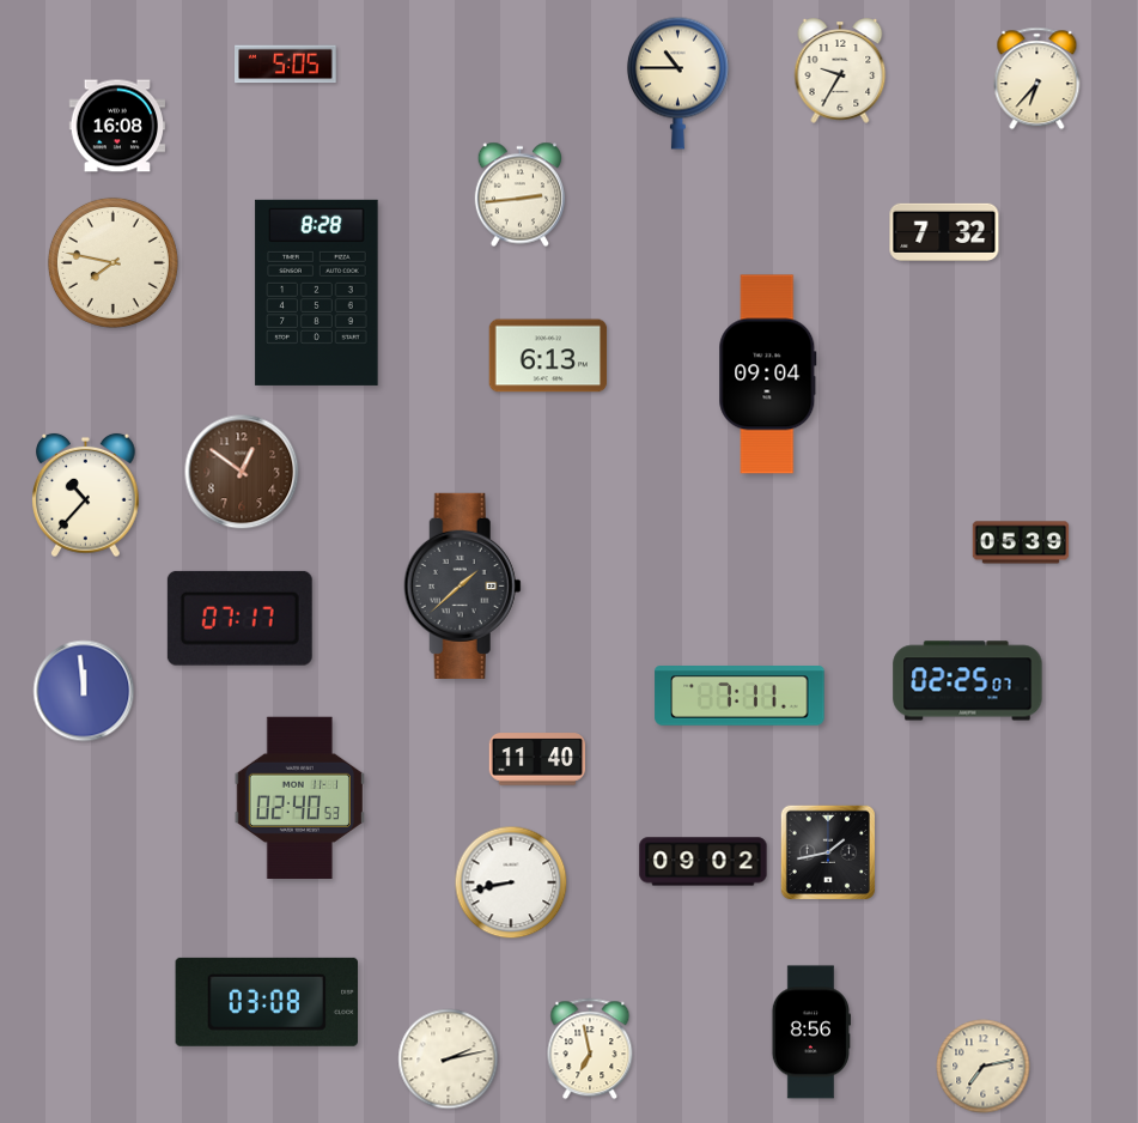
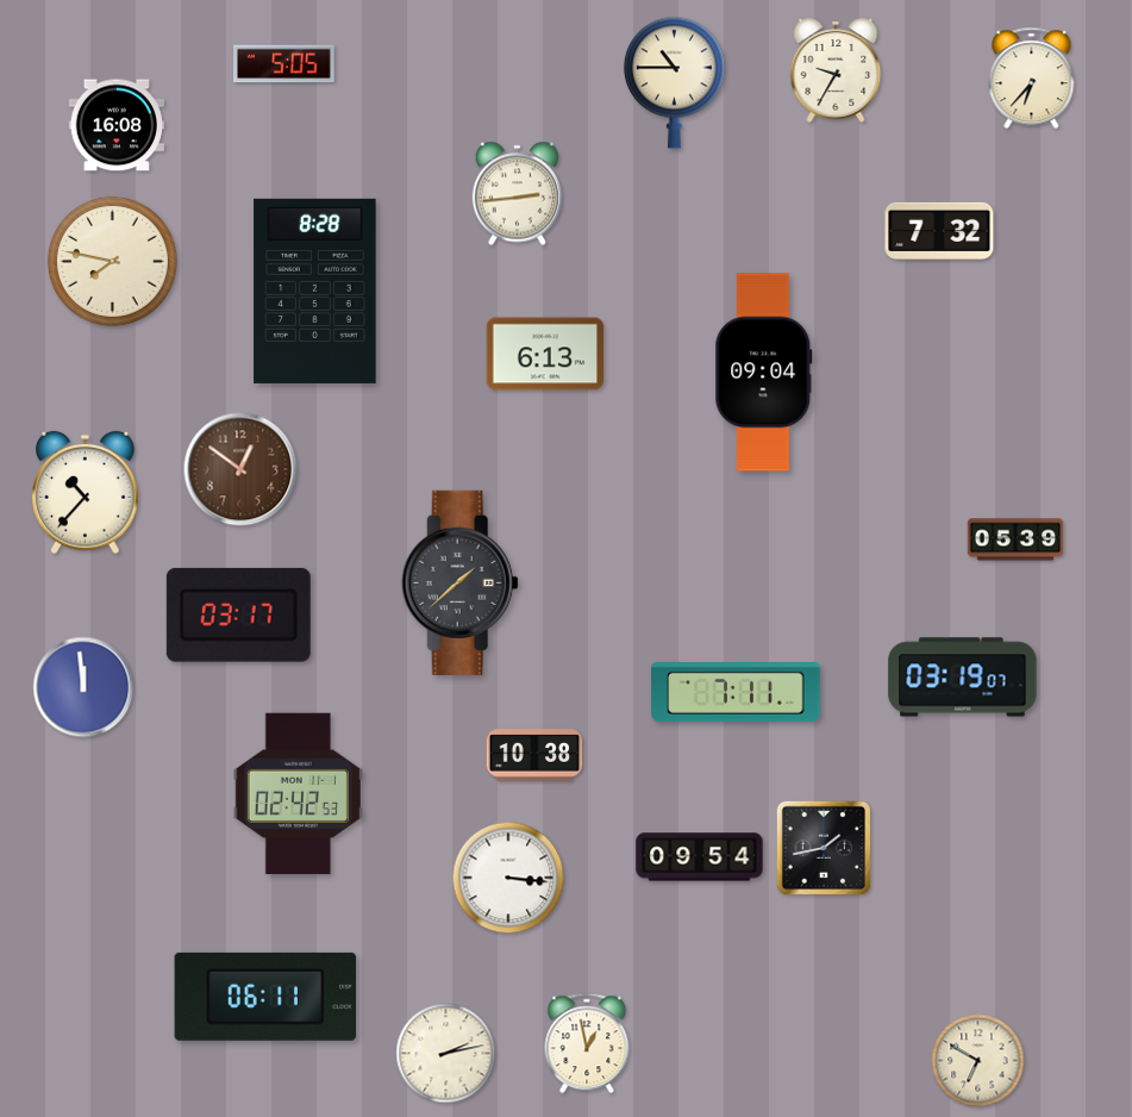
clock at (239, 618): 07:17 -> 03:17
clock at (968, 681): 02:25 -> 03:19
clock at (537, 759): 11:40 -> 10:38
clock at (299, 797): 02:40 -> 02:42
clock at (704, 862): 09:02 -> 09:54
clock at (511, 882): 8:43 -> 3:16
clock at (266, 1002): 03:08 -> 06:11
clock at (811, 1032): 8:56 -> none
clock at (590, 1049): 6:58 -> 12:58
clock at (984, 1067): 7:13 -> 6:50
